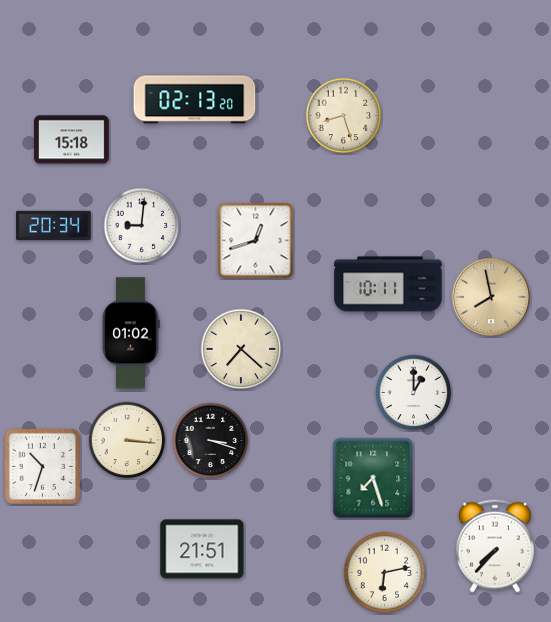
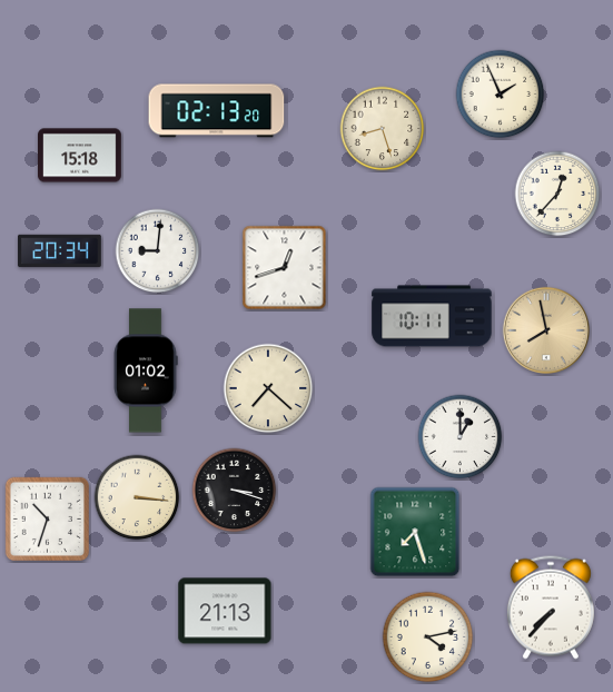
clock at (501, 95): none -> 1:56
clock at (557, 194): none -> 12:37
clock at (127, 440) position: (127, 440) -> (137, 497)
clock at (202, 549): 21:51 -> 21:13
clock at (385, 573): 6:13 -> 4:13
